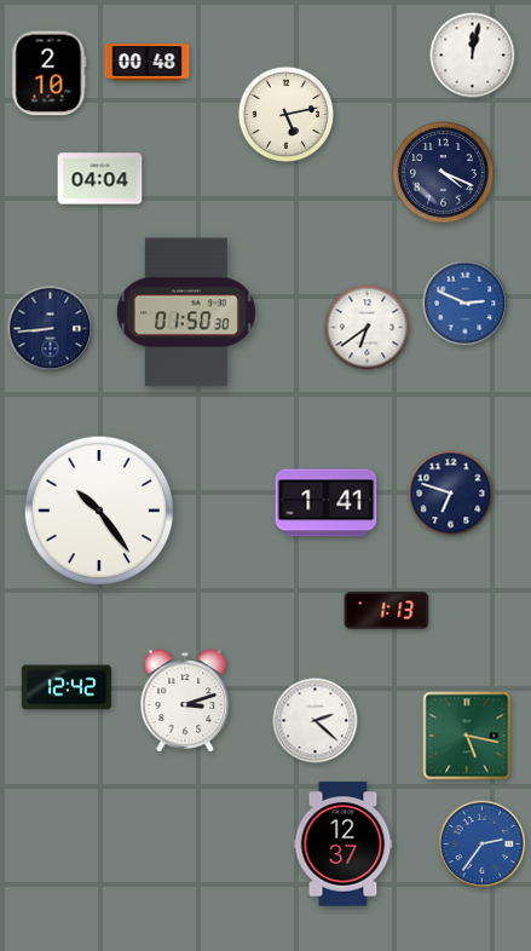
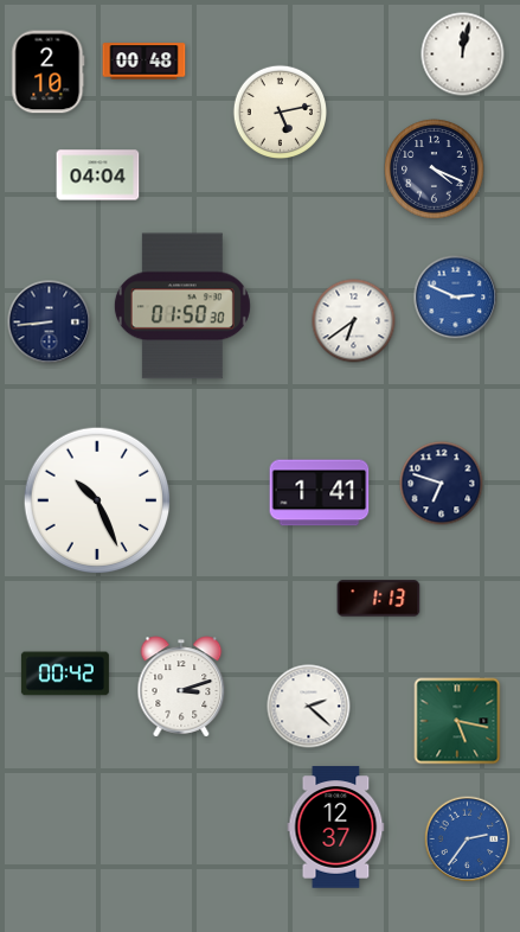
clock at (368, 328) position: (368, 328) -> (354, 321)
clock at (99, 511): 10:24 -> 10:26
clock at (67, 687): 12:42 -> 00:42
clock at (483, 845) position: (483, 845) -> (468, 840)
